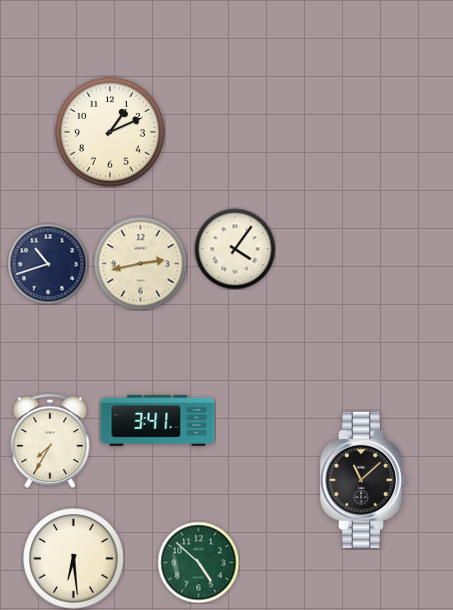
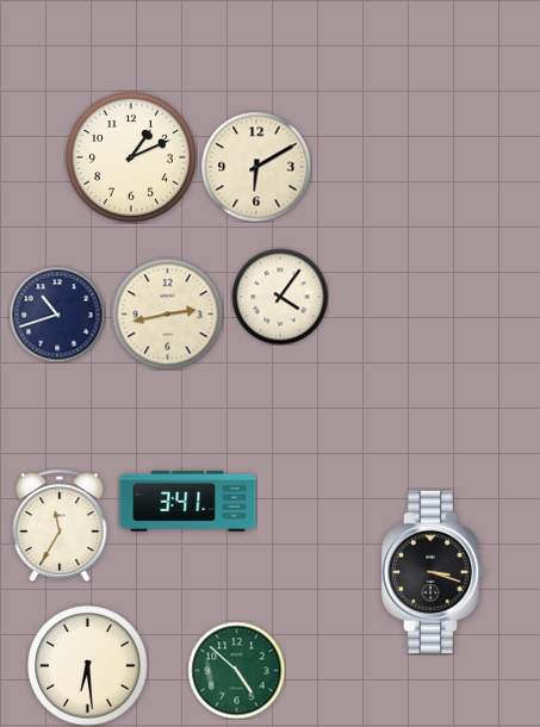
clock at (256, 167): none -> 6:10
clock at (50, 442): 7:35 -> 11:35
clock at (363, 480): 11:08 -> 3:18
